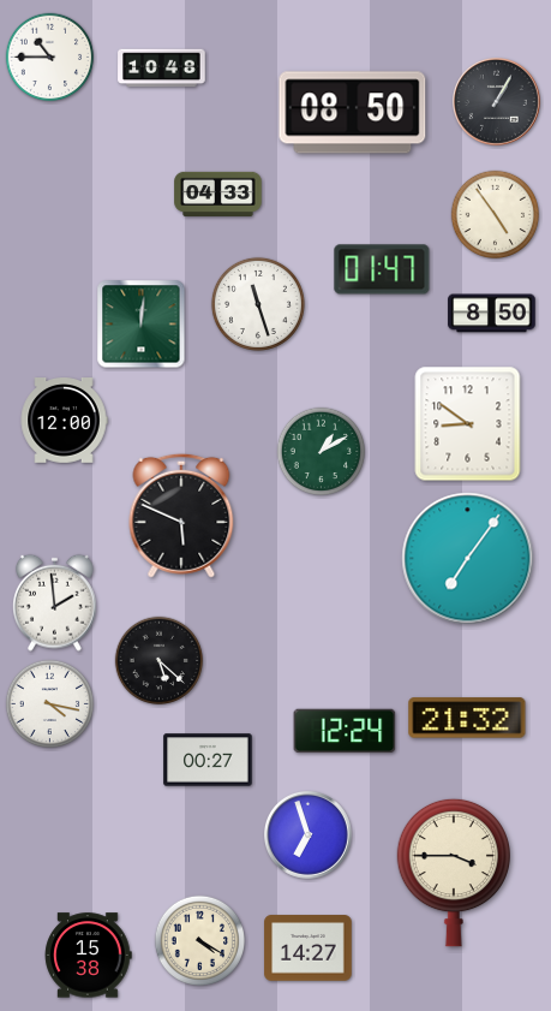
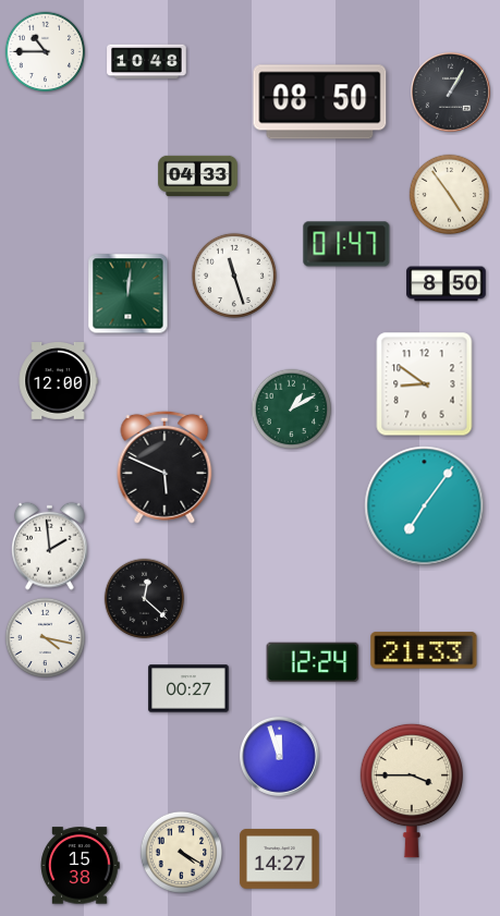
clock at (160, 661): 5:22 -> 12:22
clock at (467, 718): 21:32 -> 21:33
clock at (309, 835): 6:57 -> 11:57
